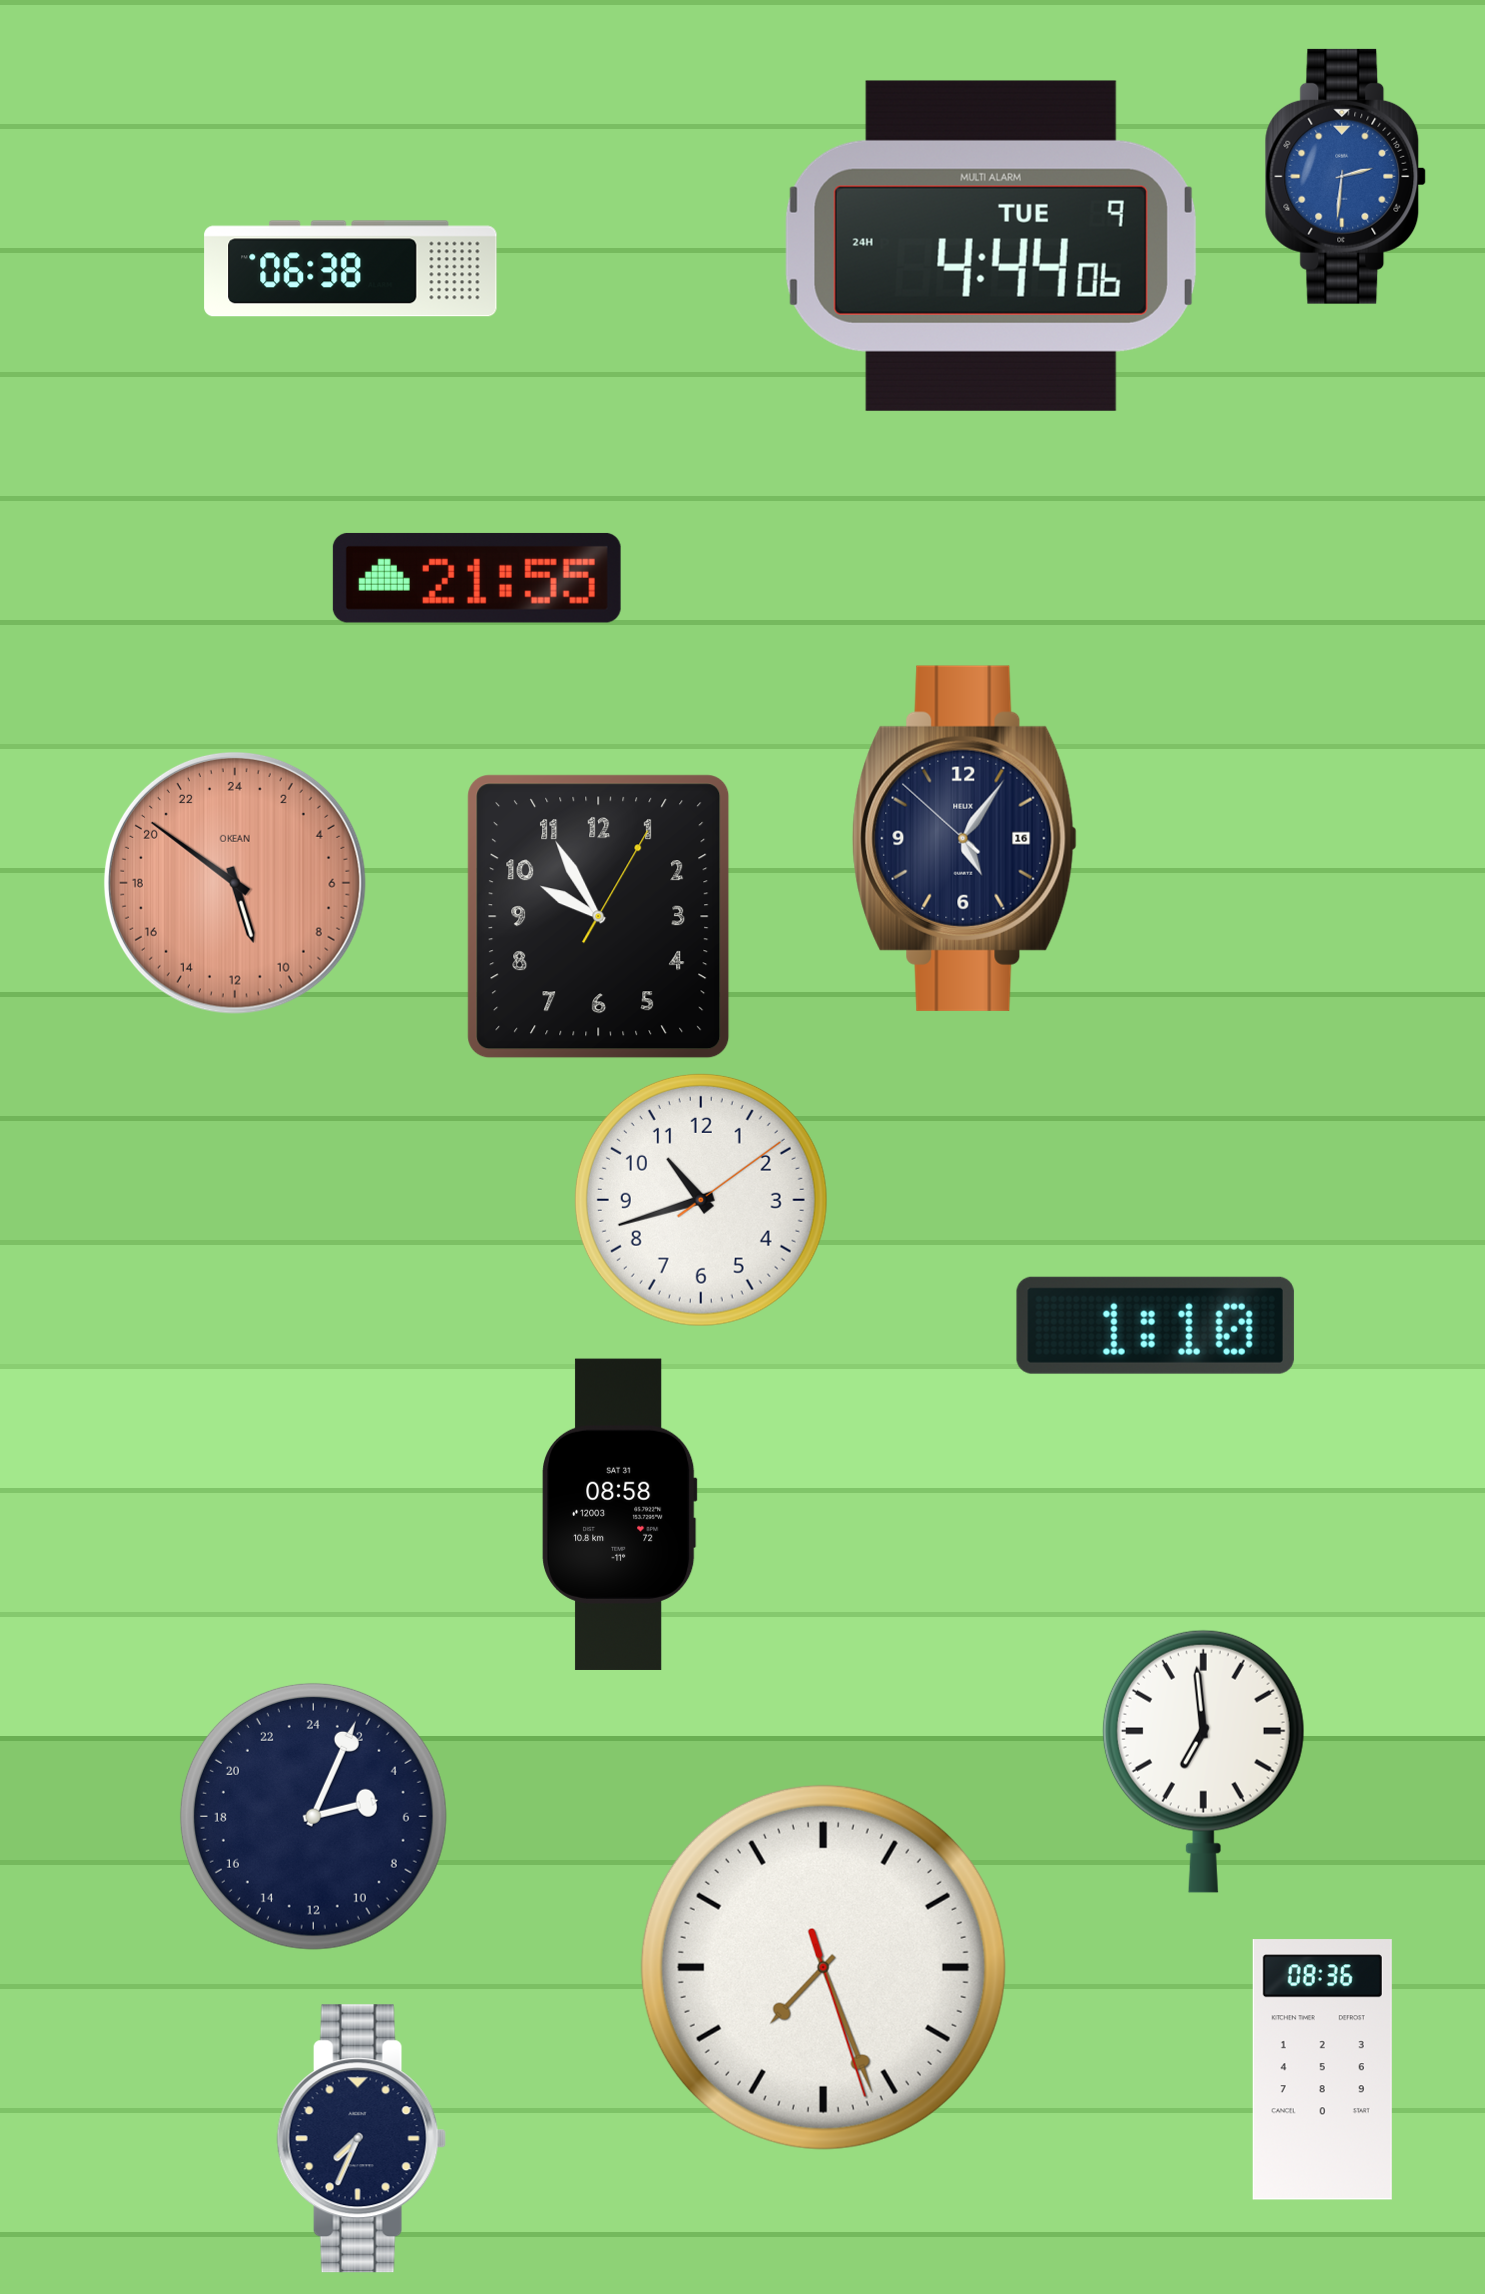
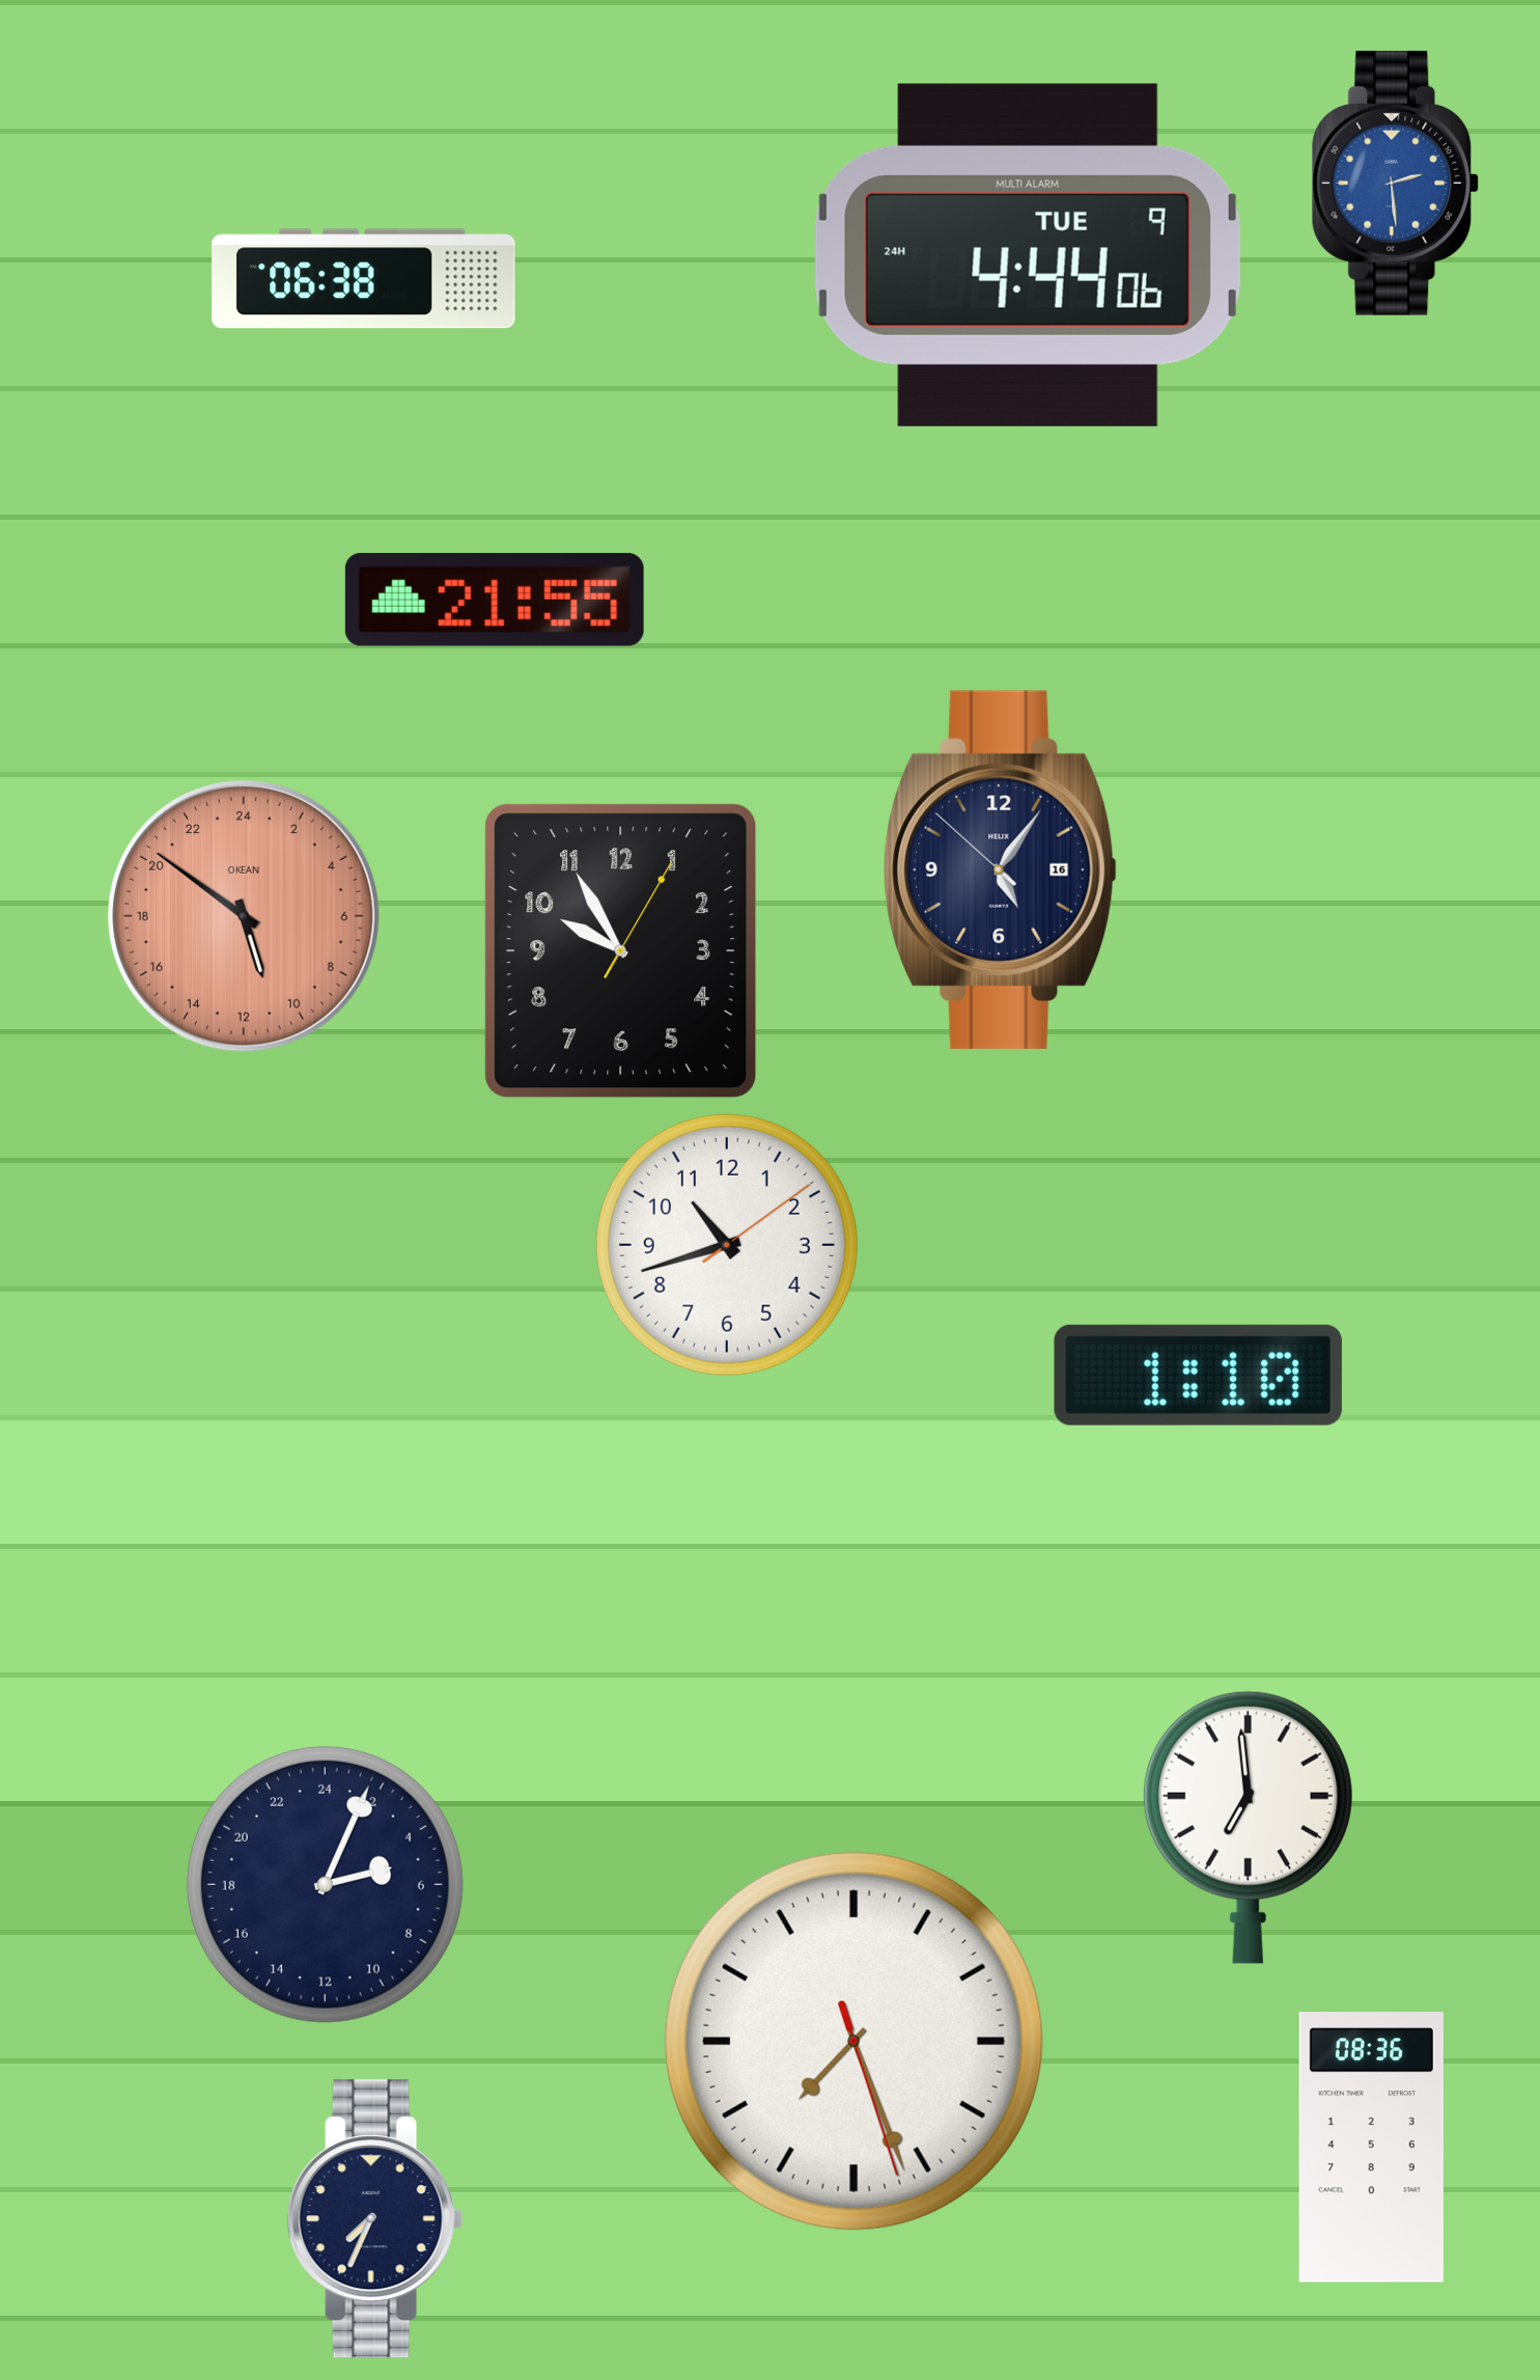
clock at (1346, 176): 2:31 -> 2:29
clock at (620, 1514): 08:58 -> none
